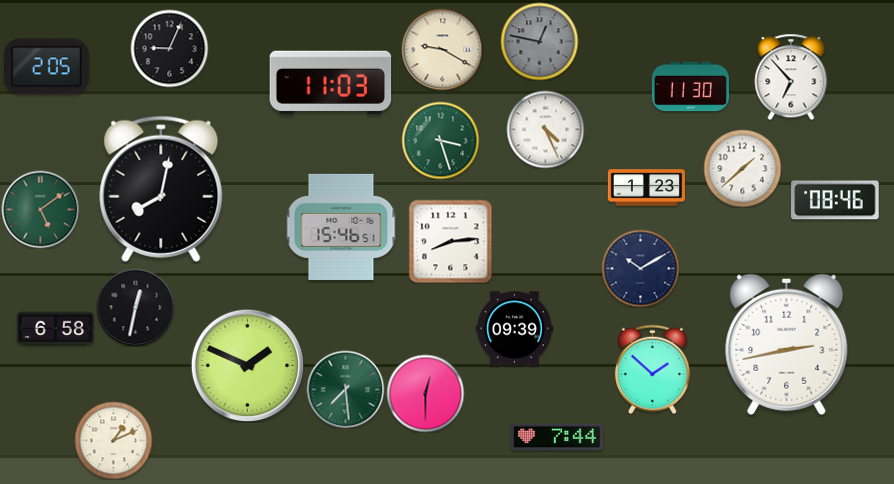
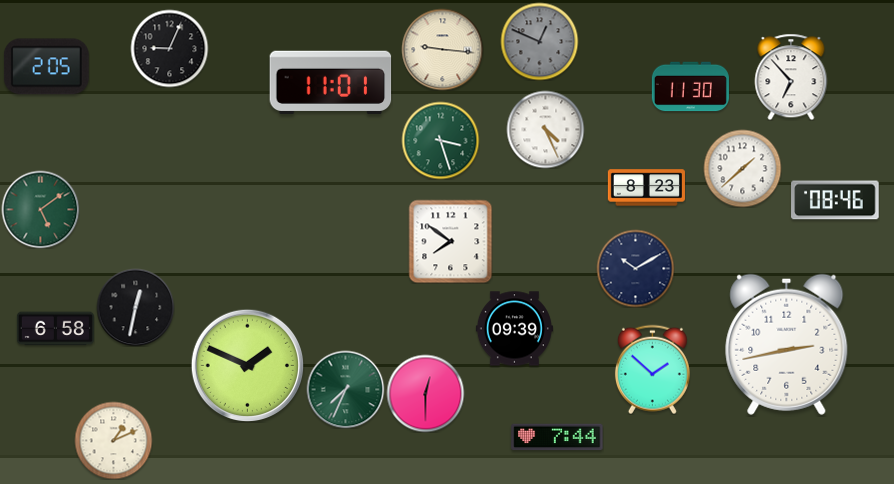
clock at (539, 41): 12:47 -> 12:49
clock at (442, 49): 9:20 -> 9:16
clock at (331, 82): 11:03 -> 11:01
clock at (646, 188): 1:23 -> 8:23
clock at (161, 189): 8:02 -> none
clock at (341, 227): 15:46 -> none
clock at (450, 241): 8:14 -> 7:51
clock at (640, 268) position: (640, 268) -> (635, 268)
clock at (345, 389): 7:29 -> 7:34
